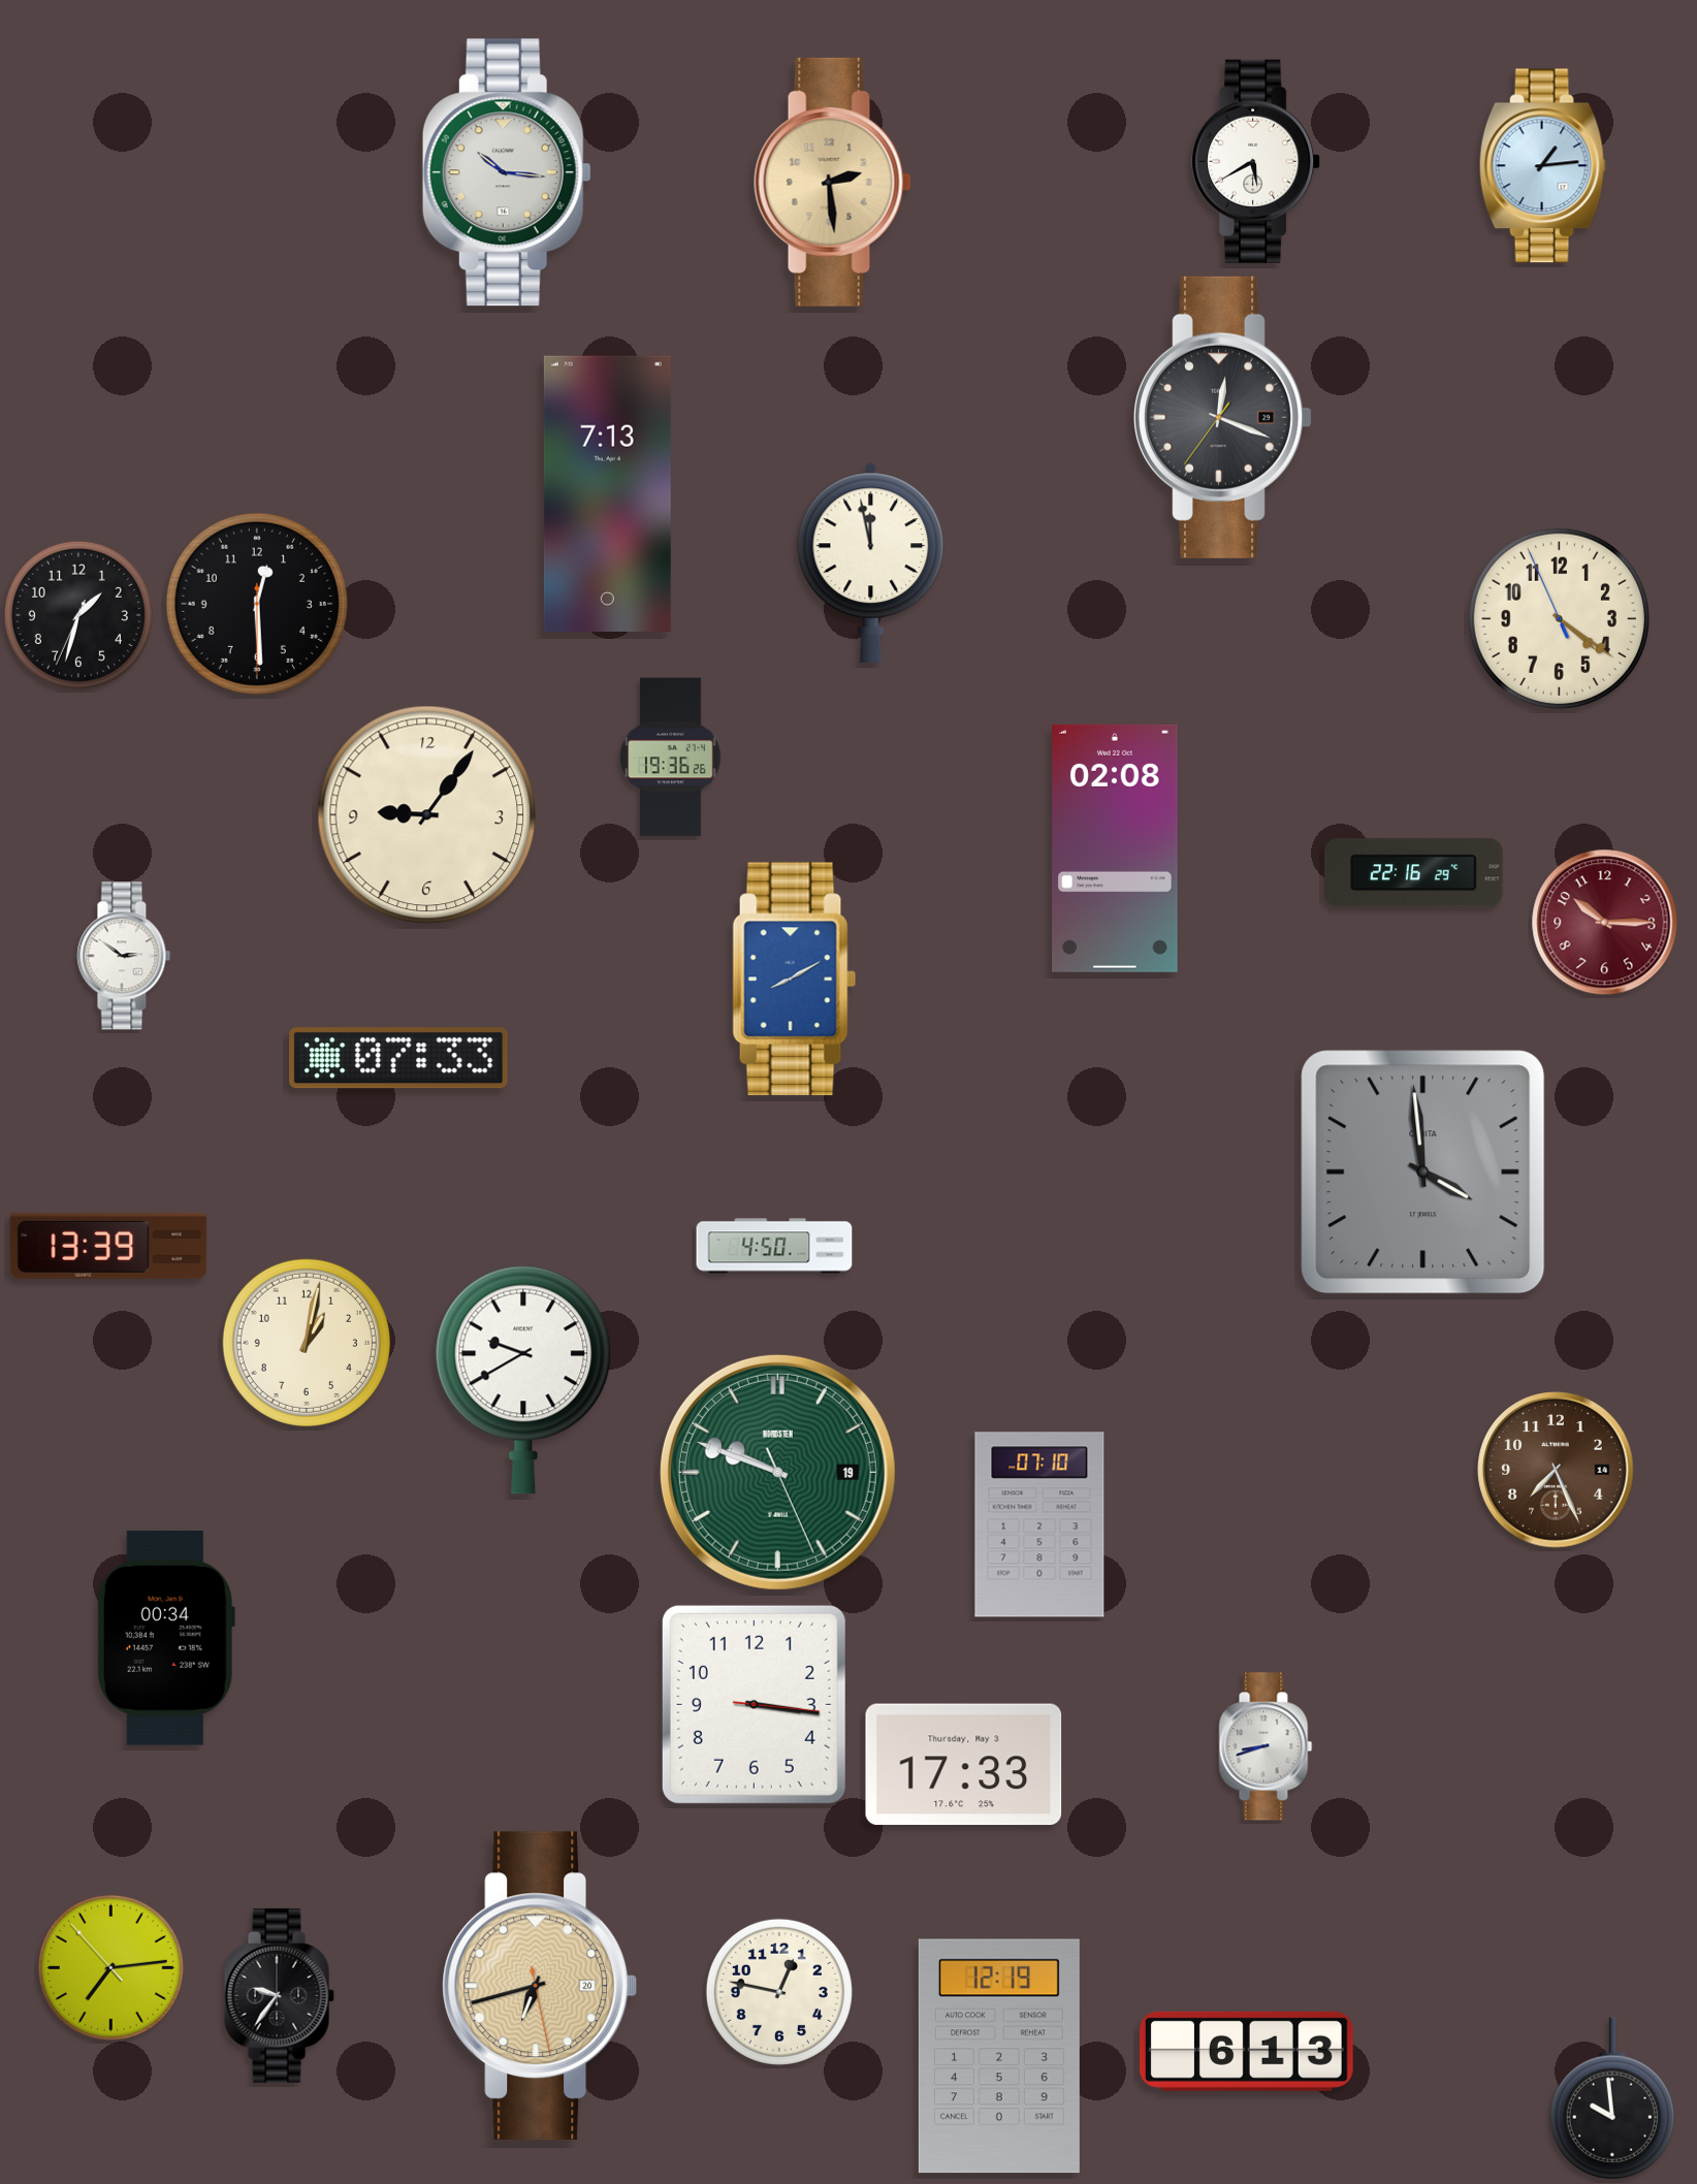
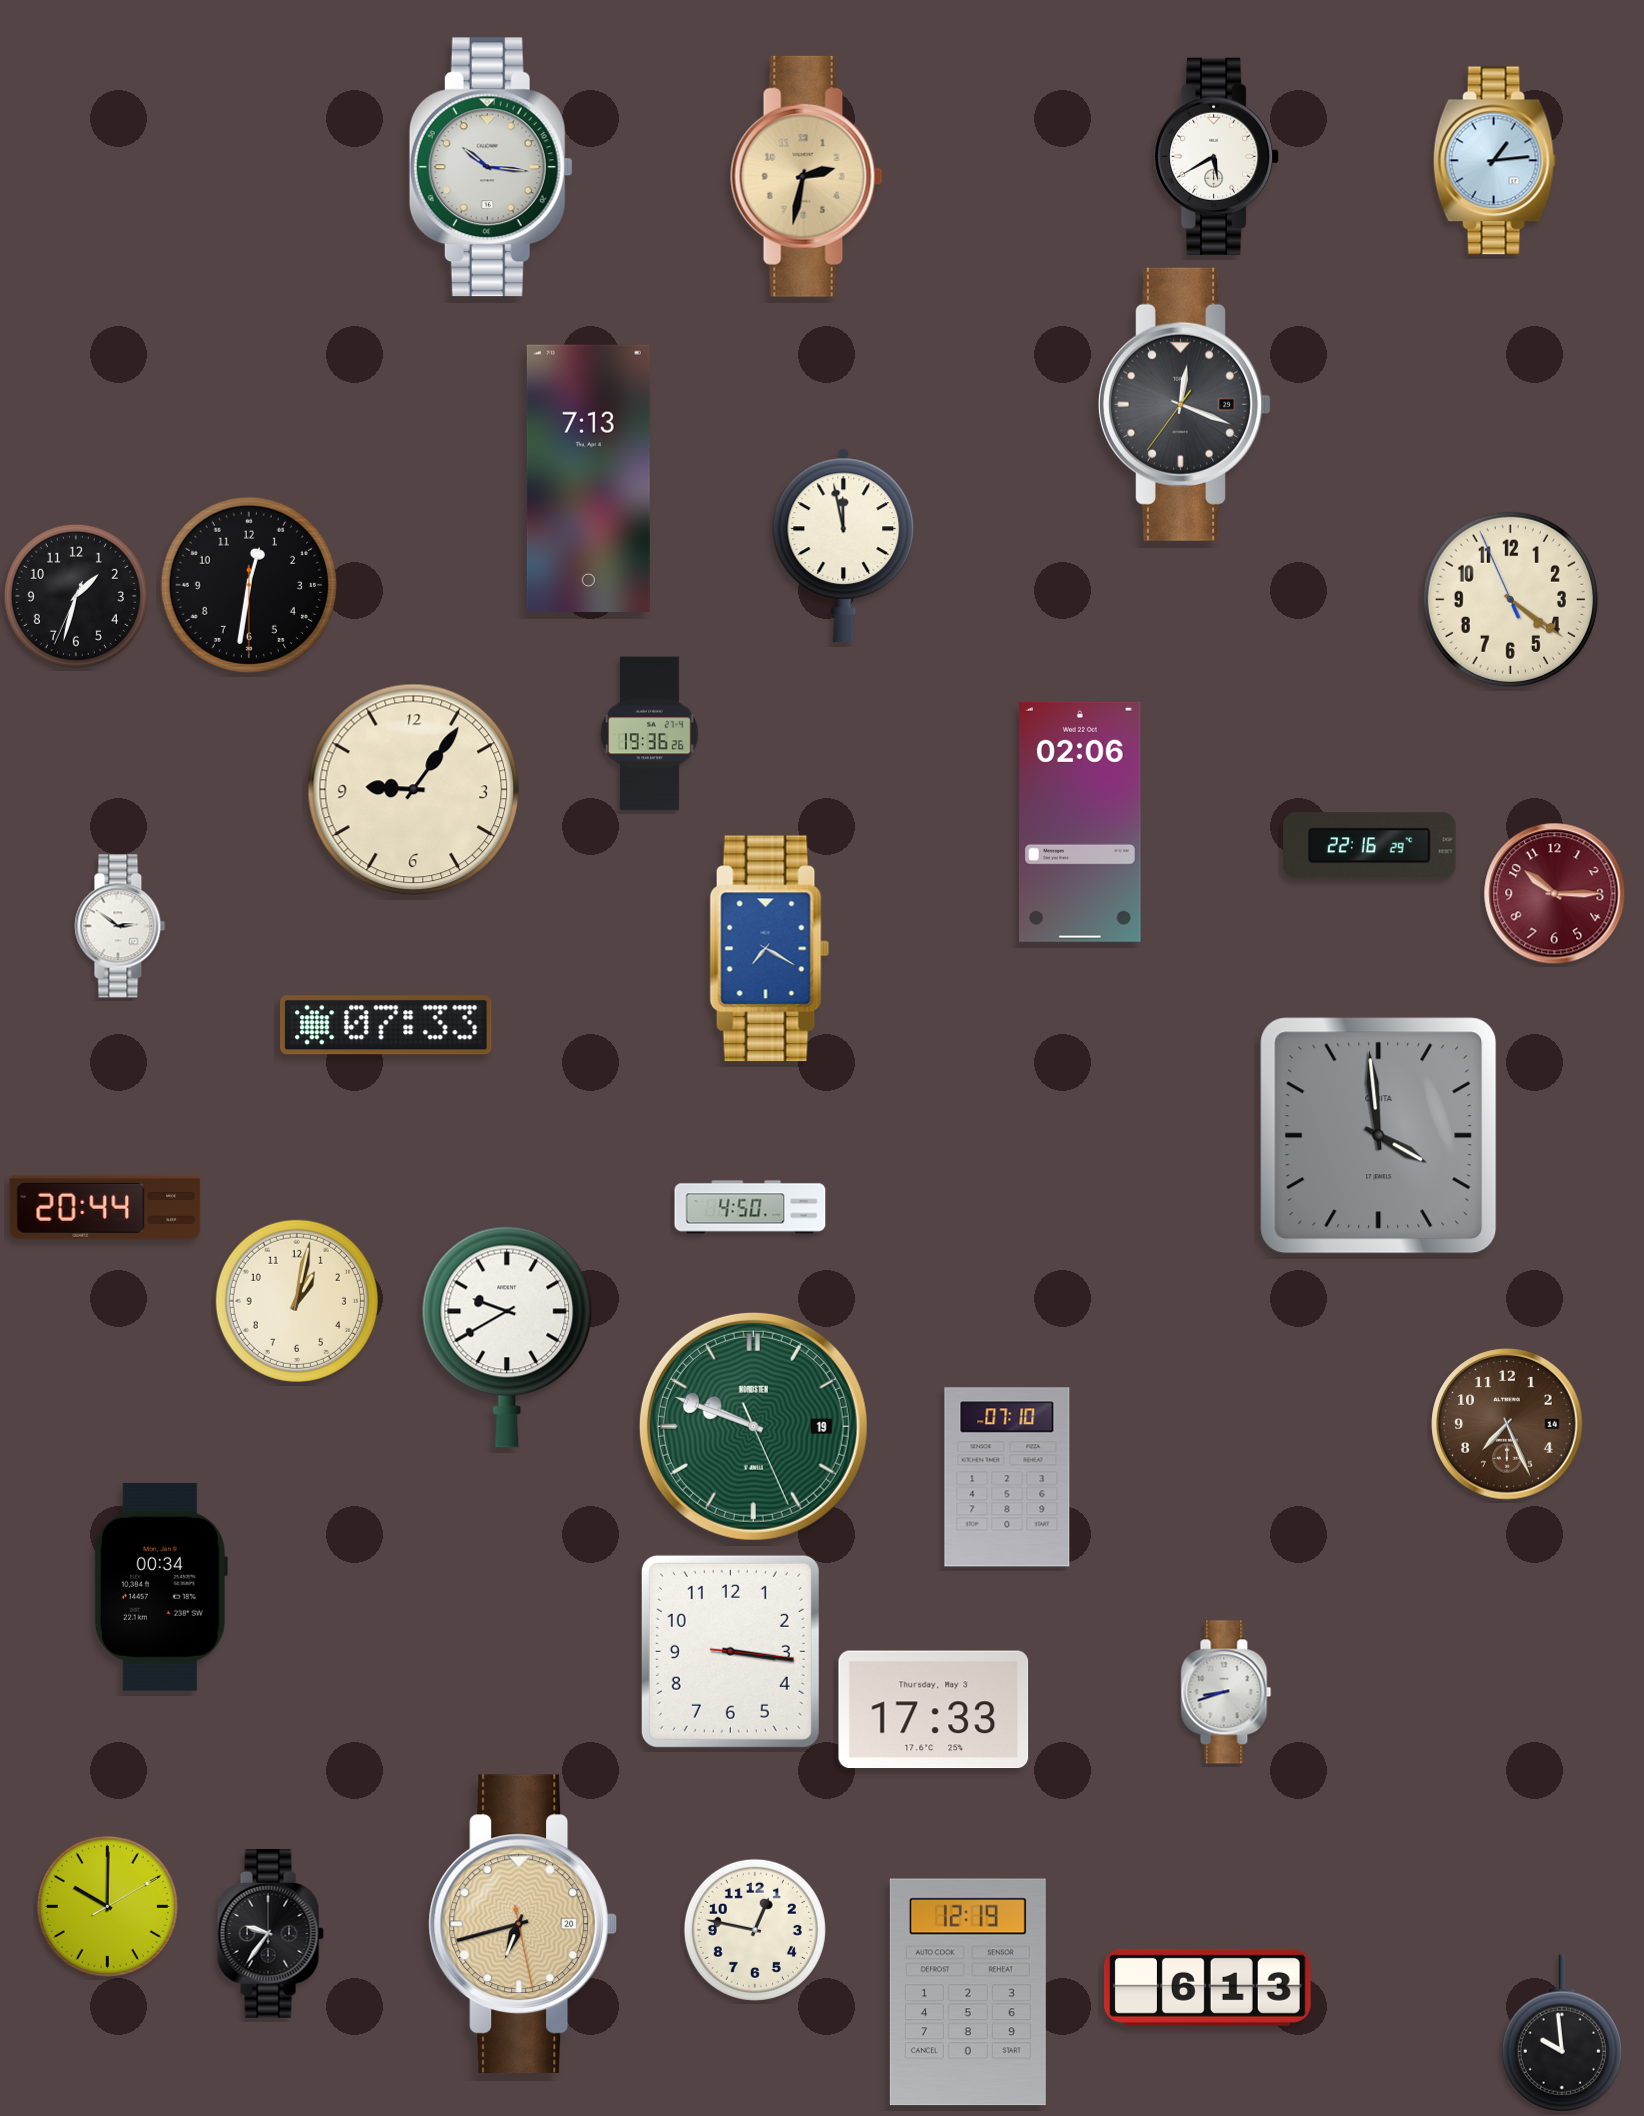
clock at (833, 182): 2:29 -> 2:32
clock at (257, 604): 12:29 -> 12:31
clock at (1115, 848): 02:08 -> 02:06
clock at (795, 979): 8:10 -> 7:20
clock at (108, 1246): 13:39 -> 20:44
clock at (110, 1967): 7:13 -> 10:00
